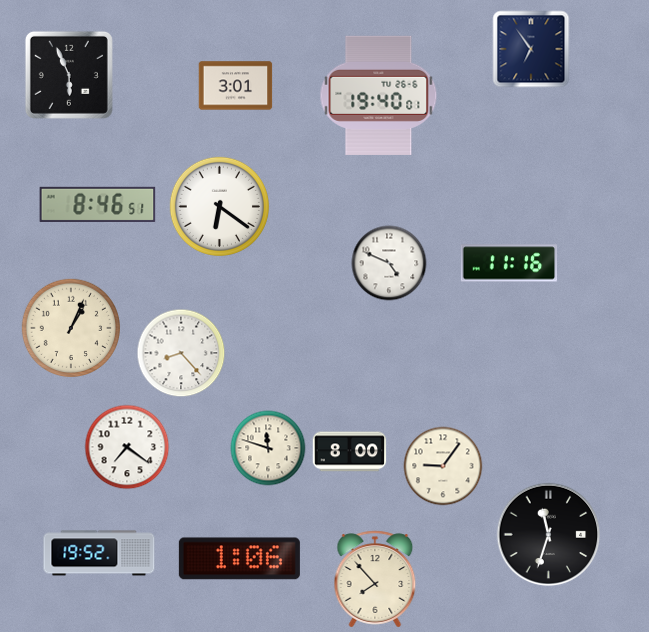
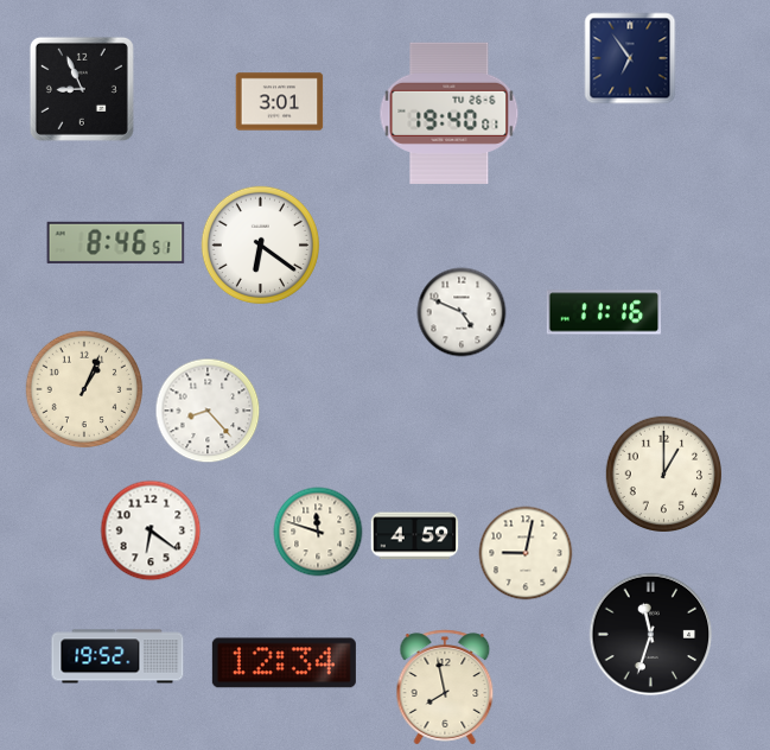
clock at (69, 75): 5:56 -> 8:56
clock at (181, 353) position: (181, 353) -> (208, 411)
clock at (663, 473): none -> 1:00
clock at (127, 447): 7:21 -> 6:21
clock at (350, 452): 8:00 -> 4:59
clock at (443, 466): 9:06 -> 9:02
clock at (239, 559): 1:06 -> 12:34
clock at (375, 579): 7:53 -> 7:58
